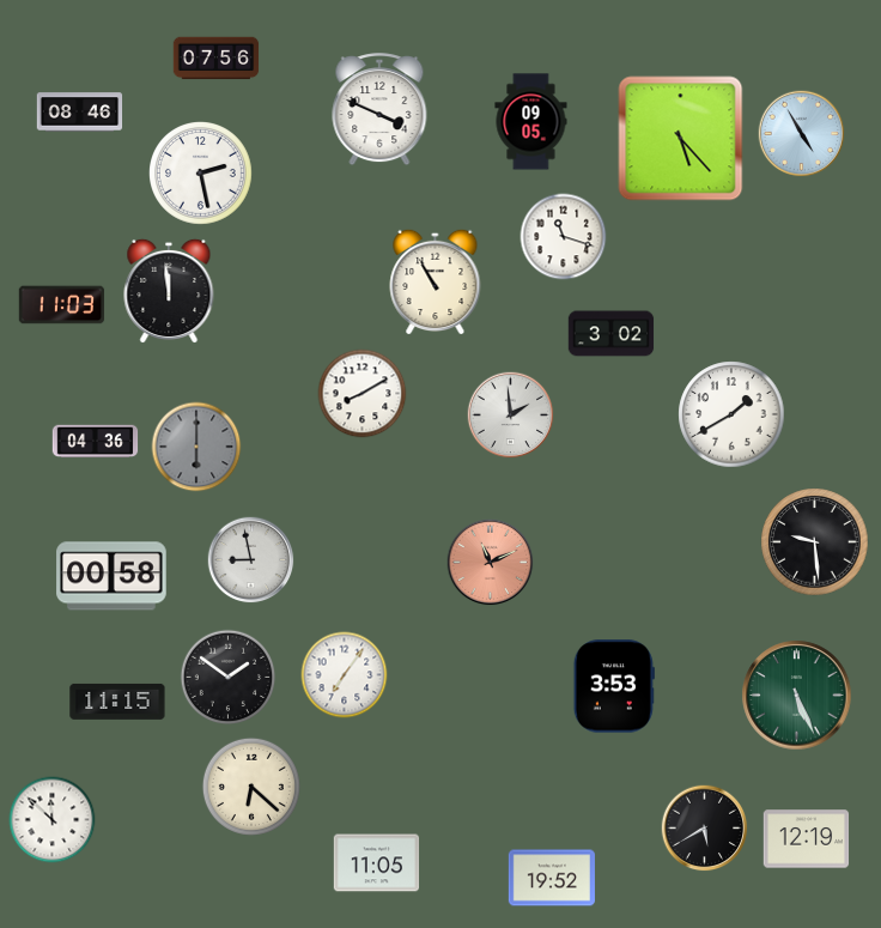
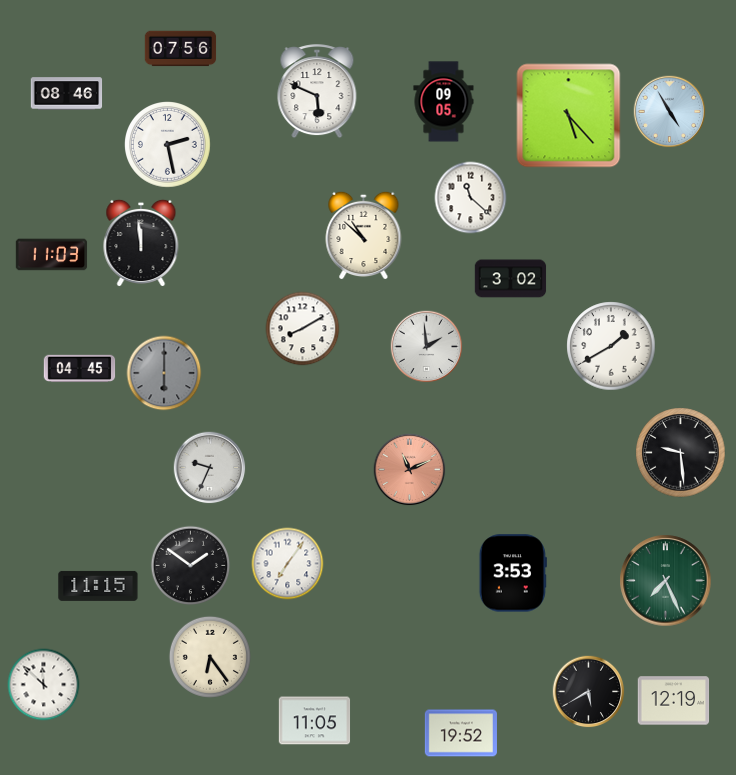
clock at (379, 110): 3:49 -> 5:49
clock at (564, 237): 11:18 -> 11:22
clock at (436, 281): 10:55 -> 10:52
clock at (96, 442): 04:36 -> 04:45
clock at (251, 560): 8:58 -> 9:34
clock at (111, 576): 00:58 -> none
clock at (797, 696): 5:26 -> 7:26
clock at (251, 787): 6:22 -> 6:24
